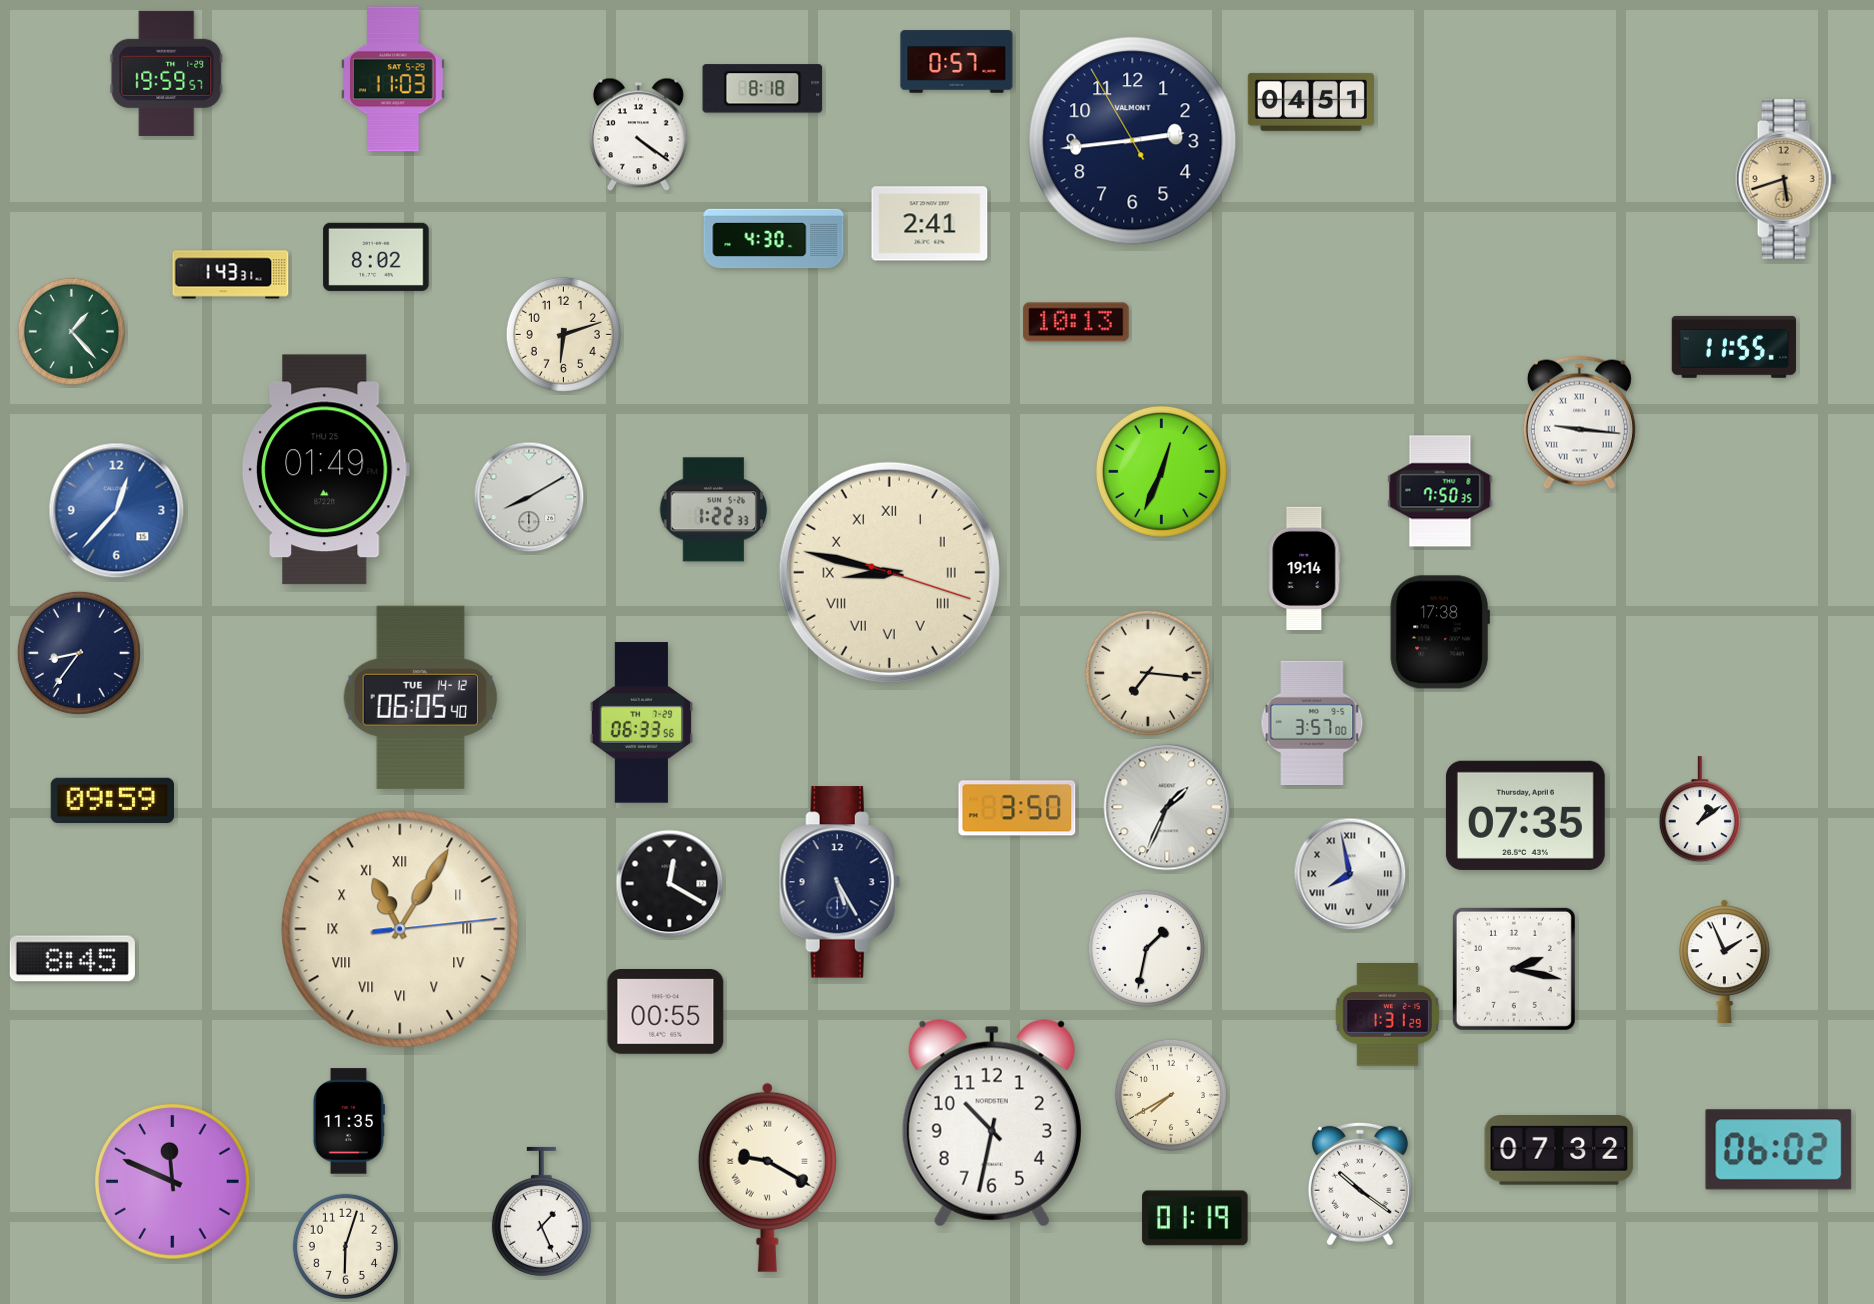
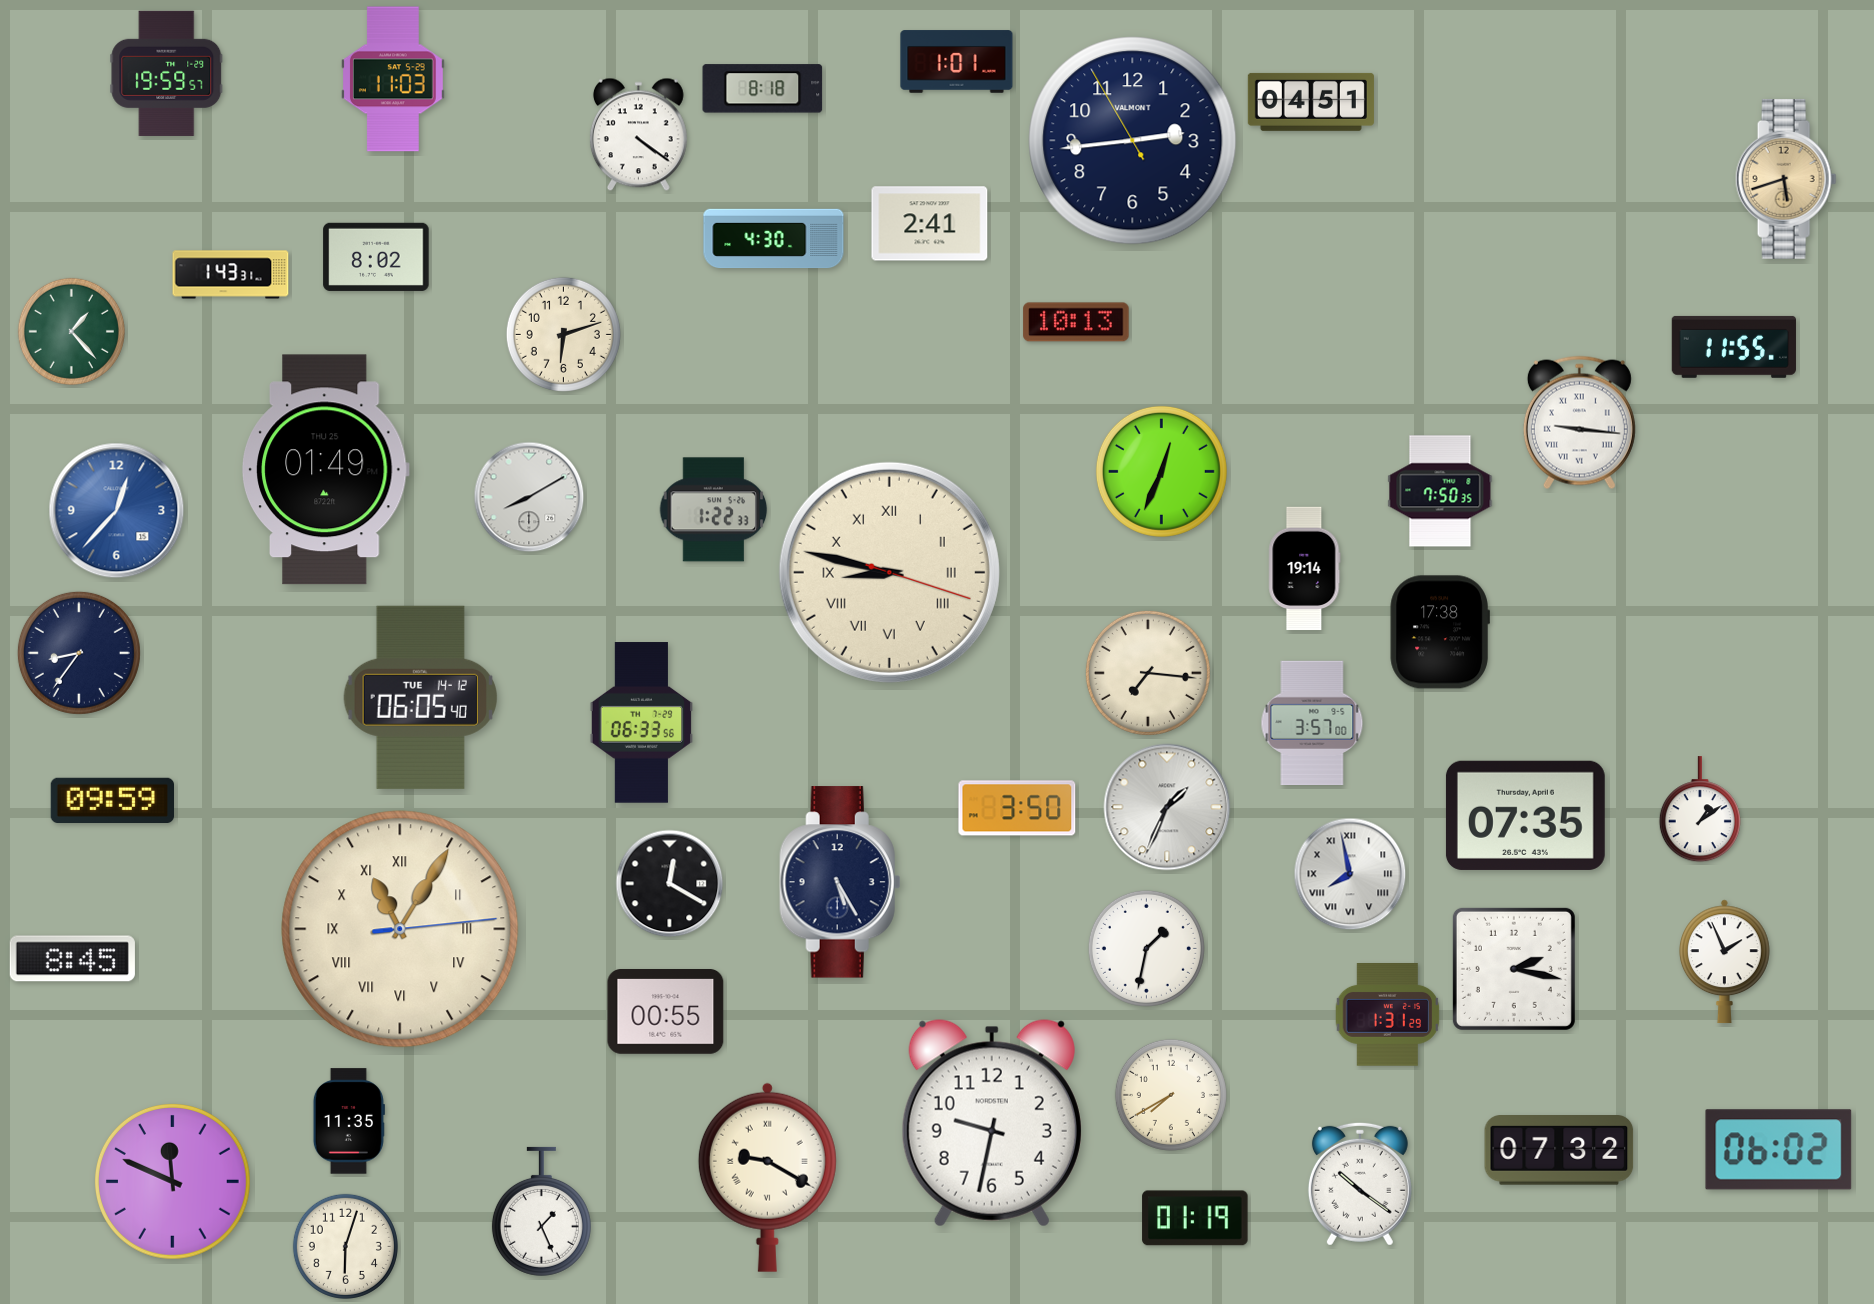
clock at (957, 62): 0:57 -> 1:01
clock at (992, 1123): 10:32 -> 9:32
